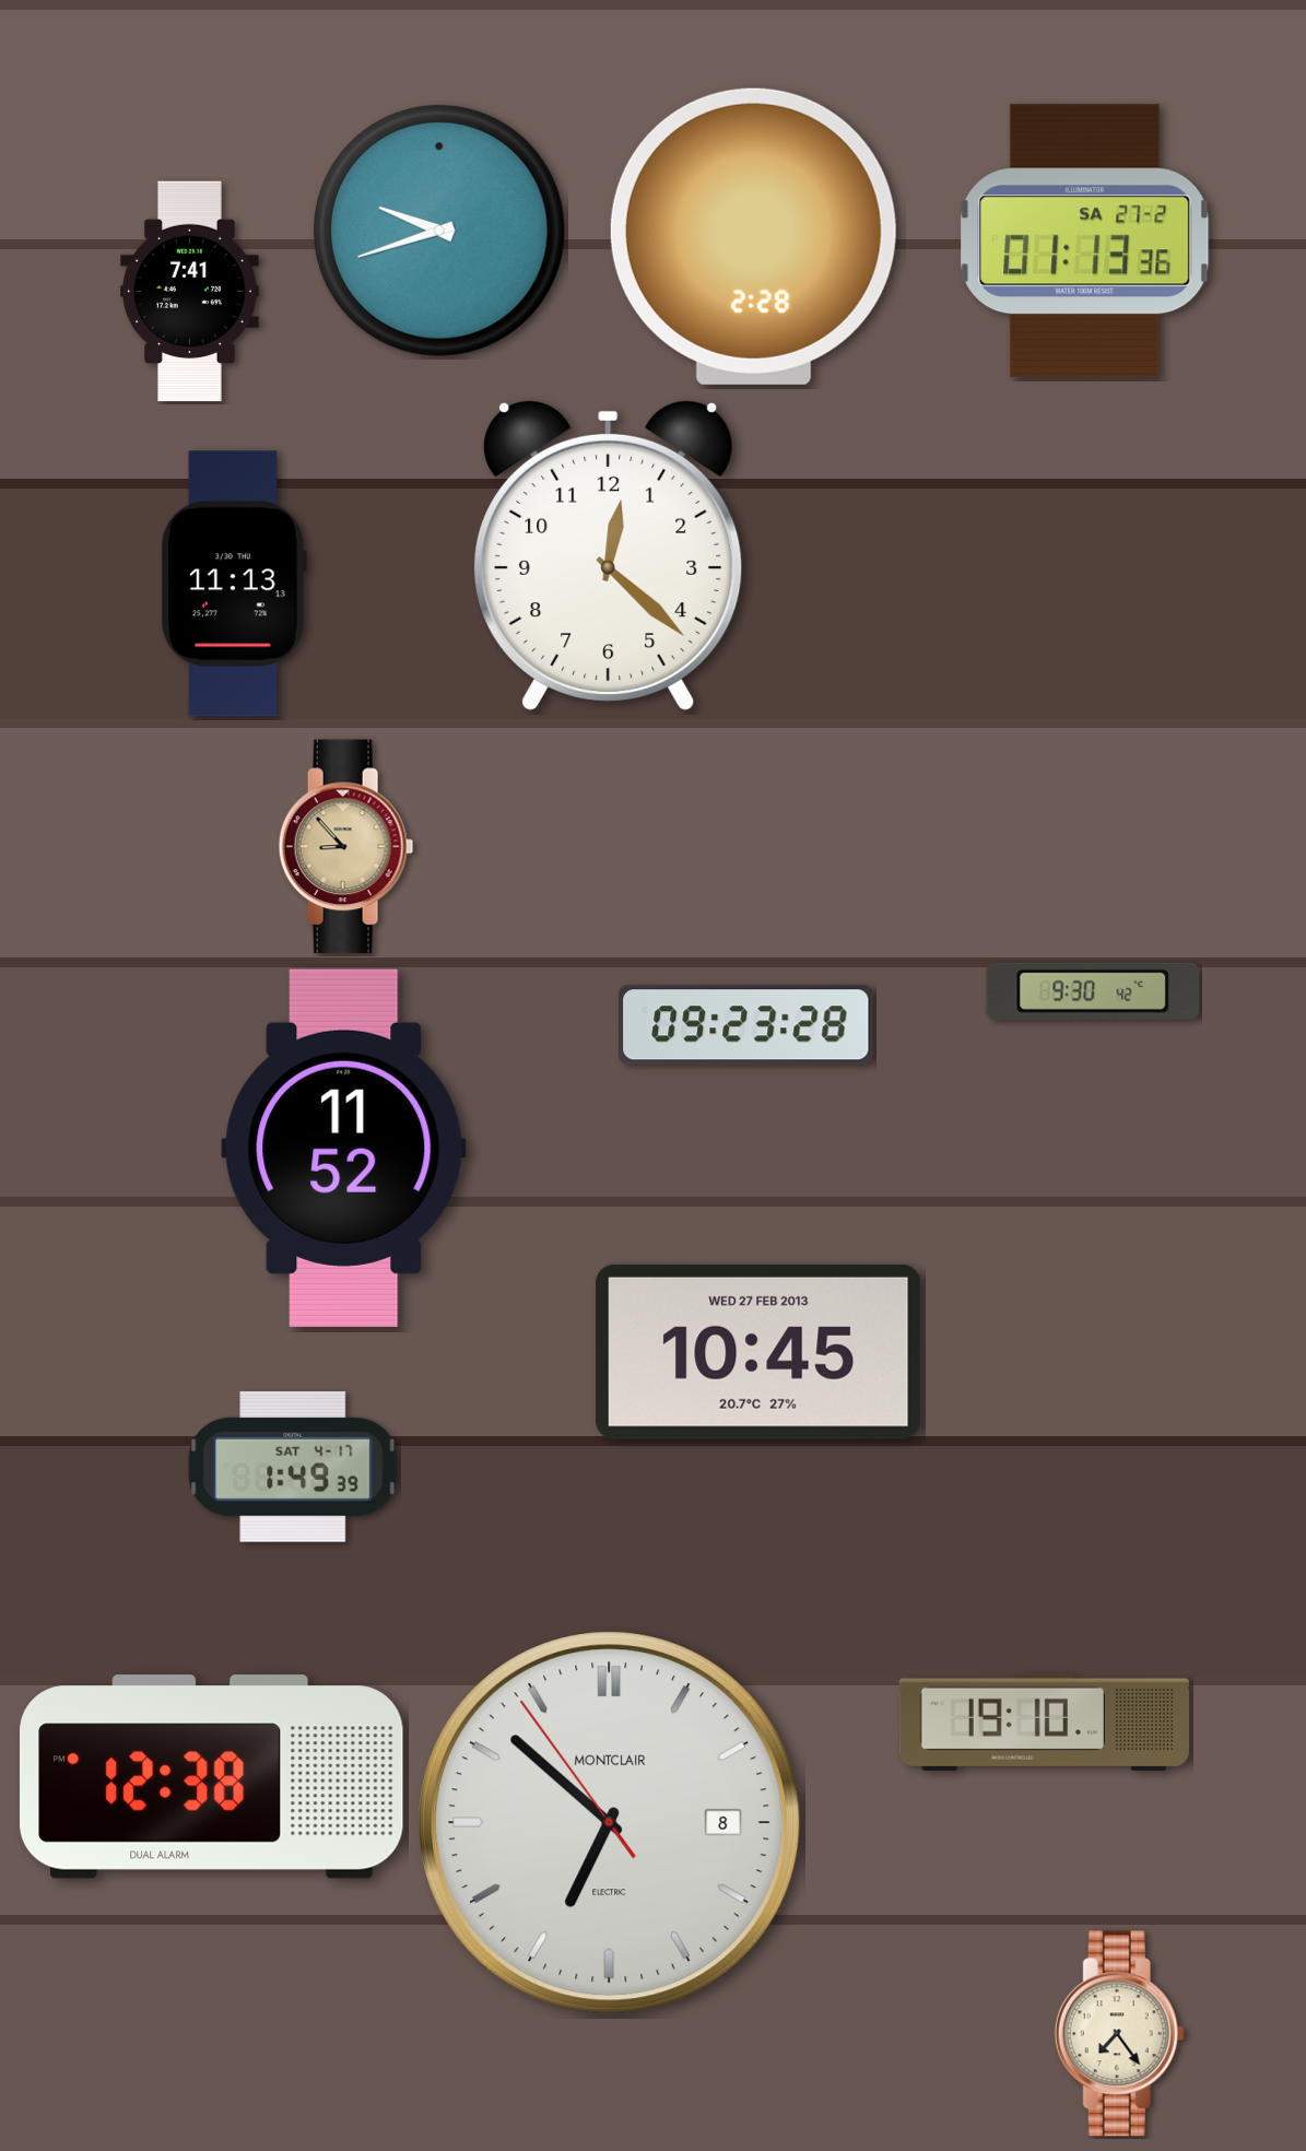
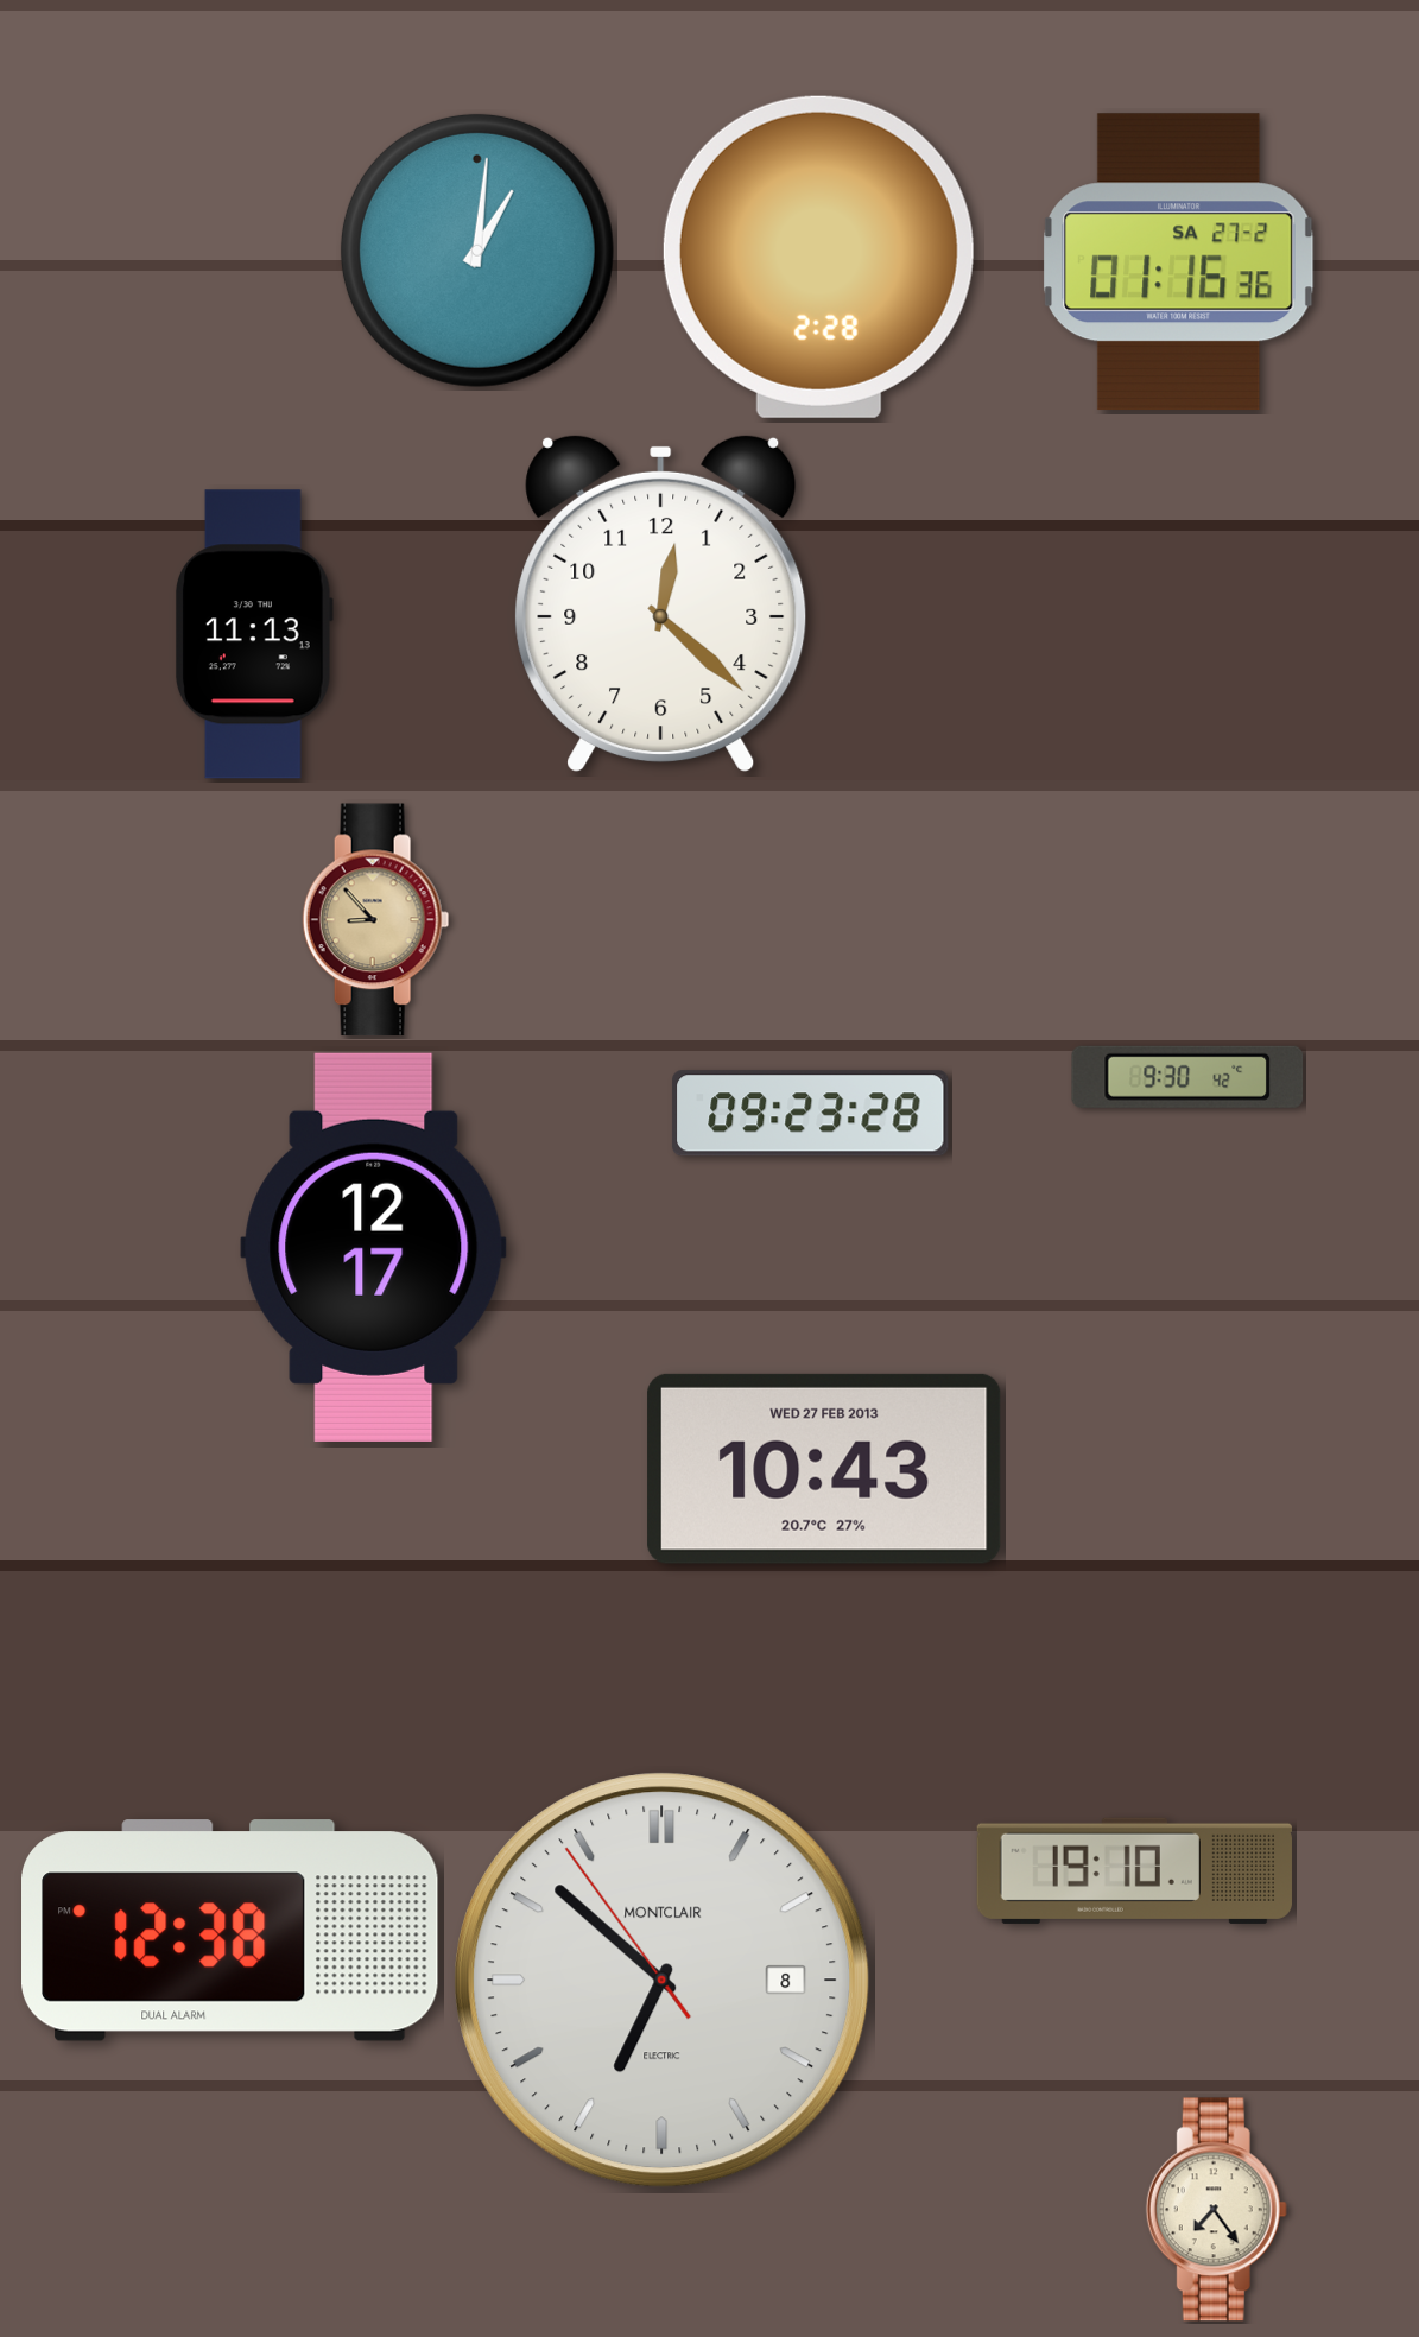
clock at (439, 231): 9:42 -> 1:01
clock at (1085, 242): 01:13 -> 01:16
clock at (190, 292): 7:41 -> none
clock at (344, 1148): 11:52 -> 12:17
clock at (758, 1352): 10:45 -> 10:43
clock at (293, 1467): 1:49 -> none
